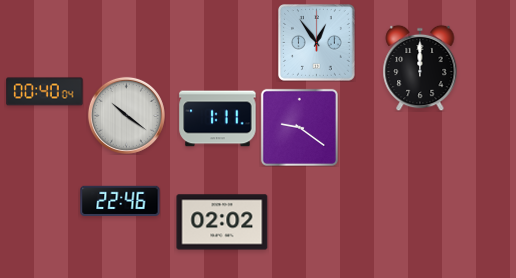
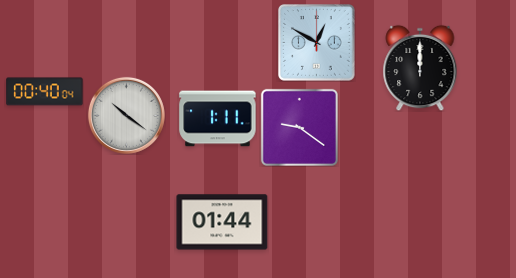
clock at (317, 43): 12:54 -> 12:50
clock at (120, 201): 22:46 -> none
clock at (222, 222): 02:02 -> 01:44
